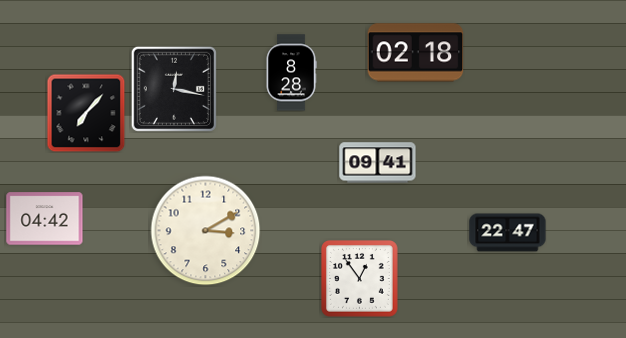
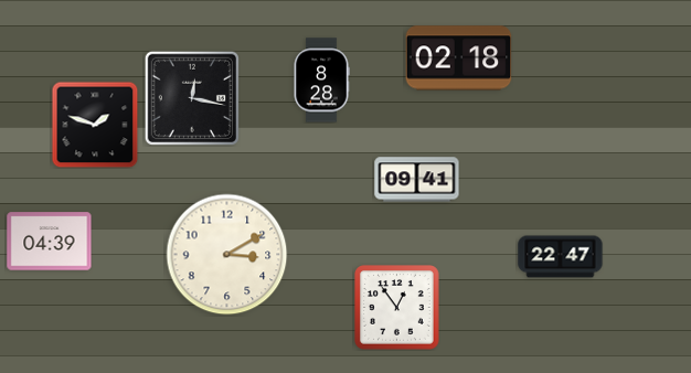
clock at (86, 113): 7:07 -> 1:48
clock at (45, 219): 04:42 -> 04:39
